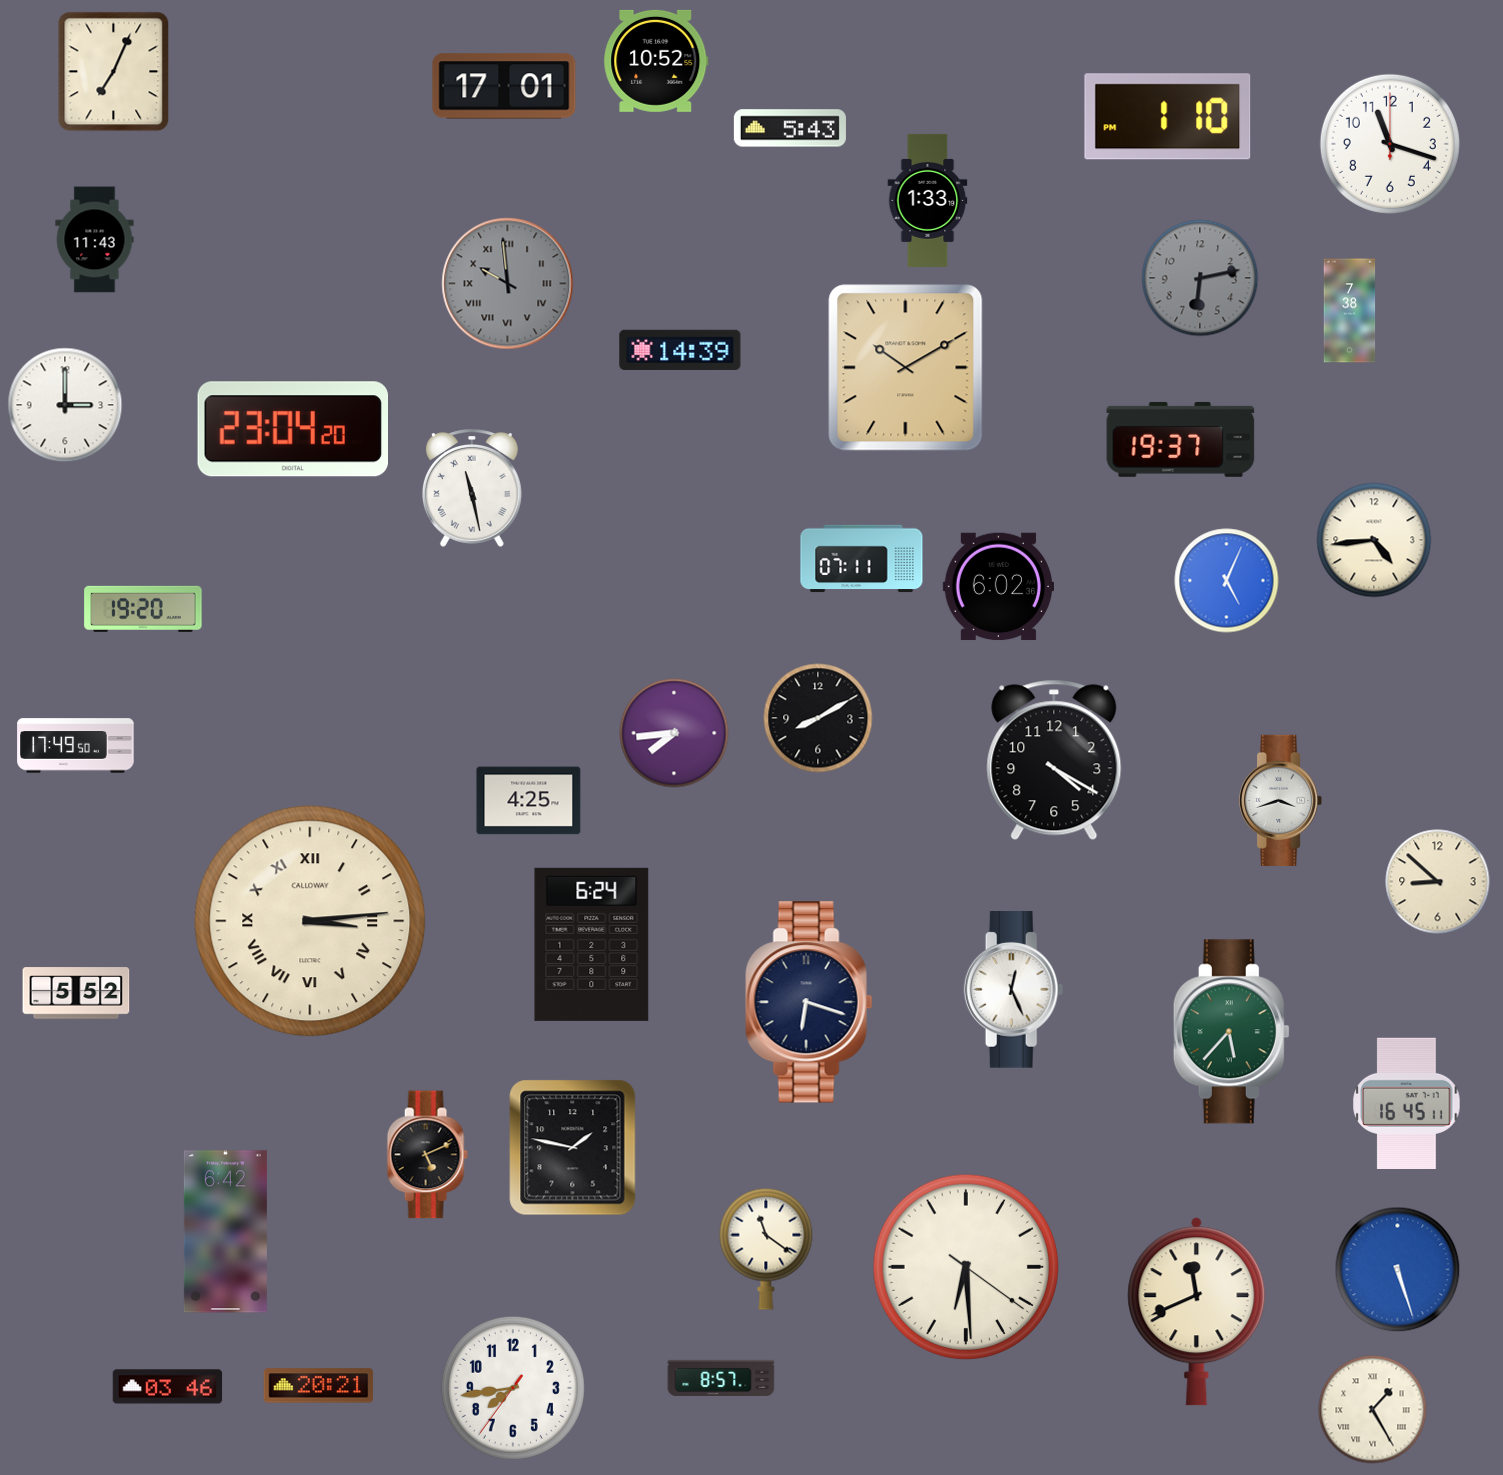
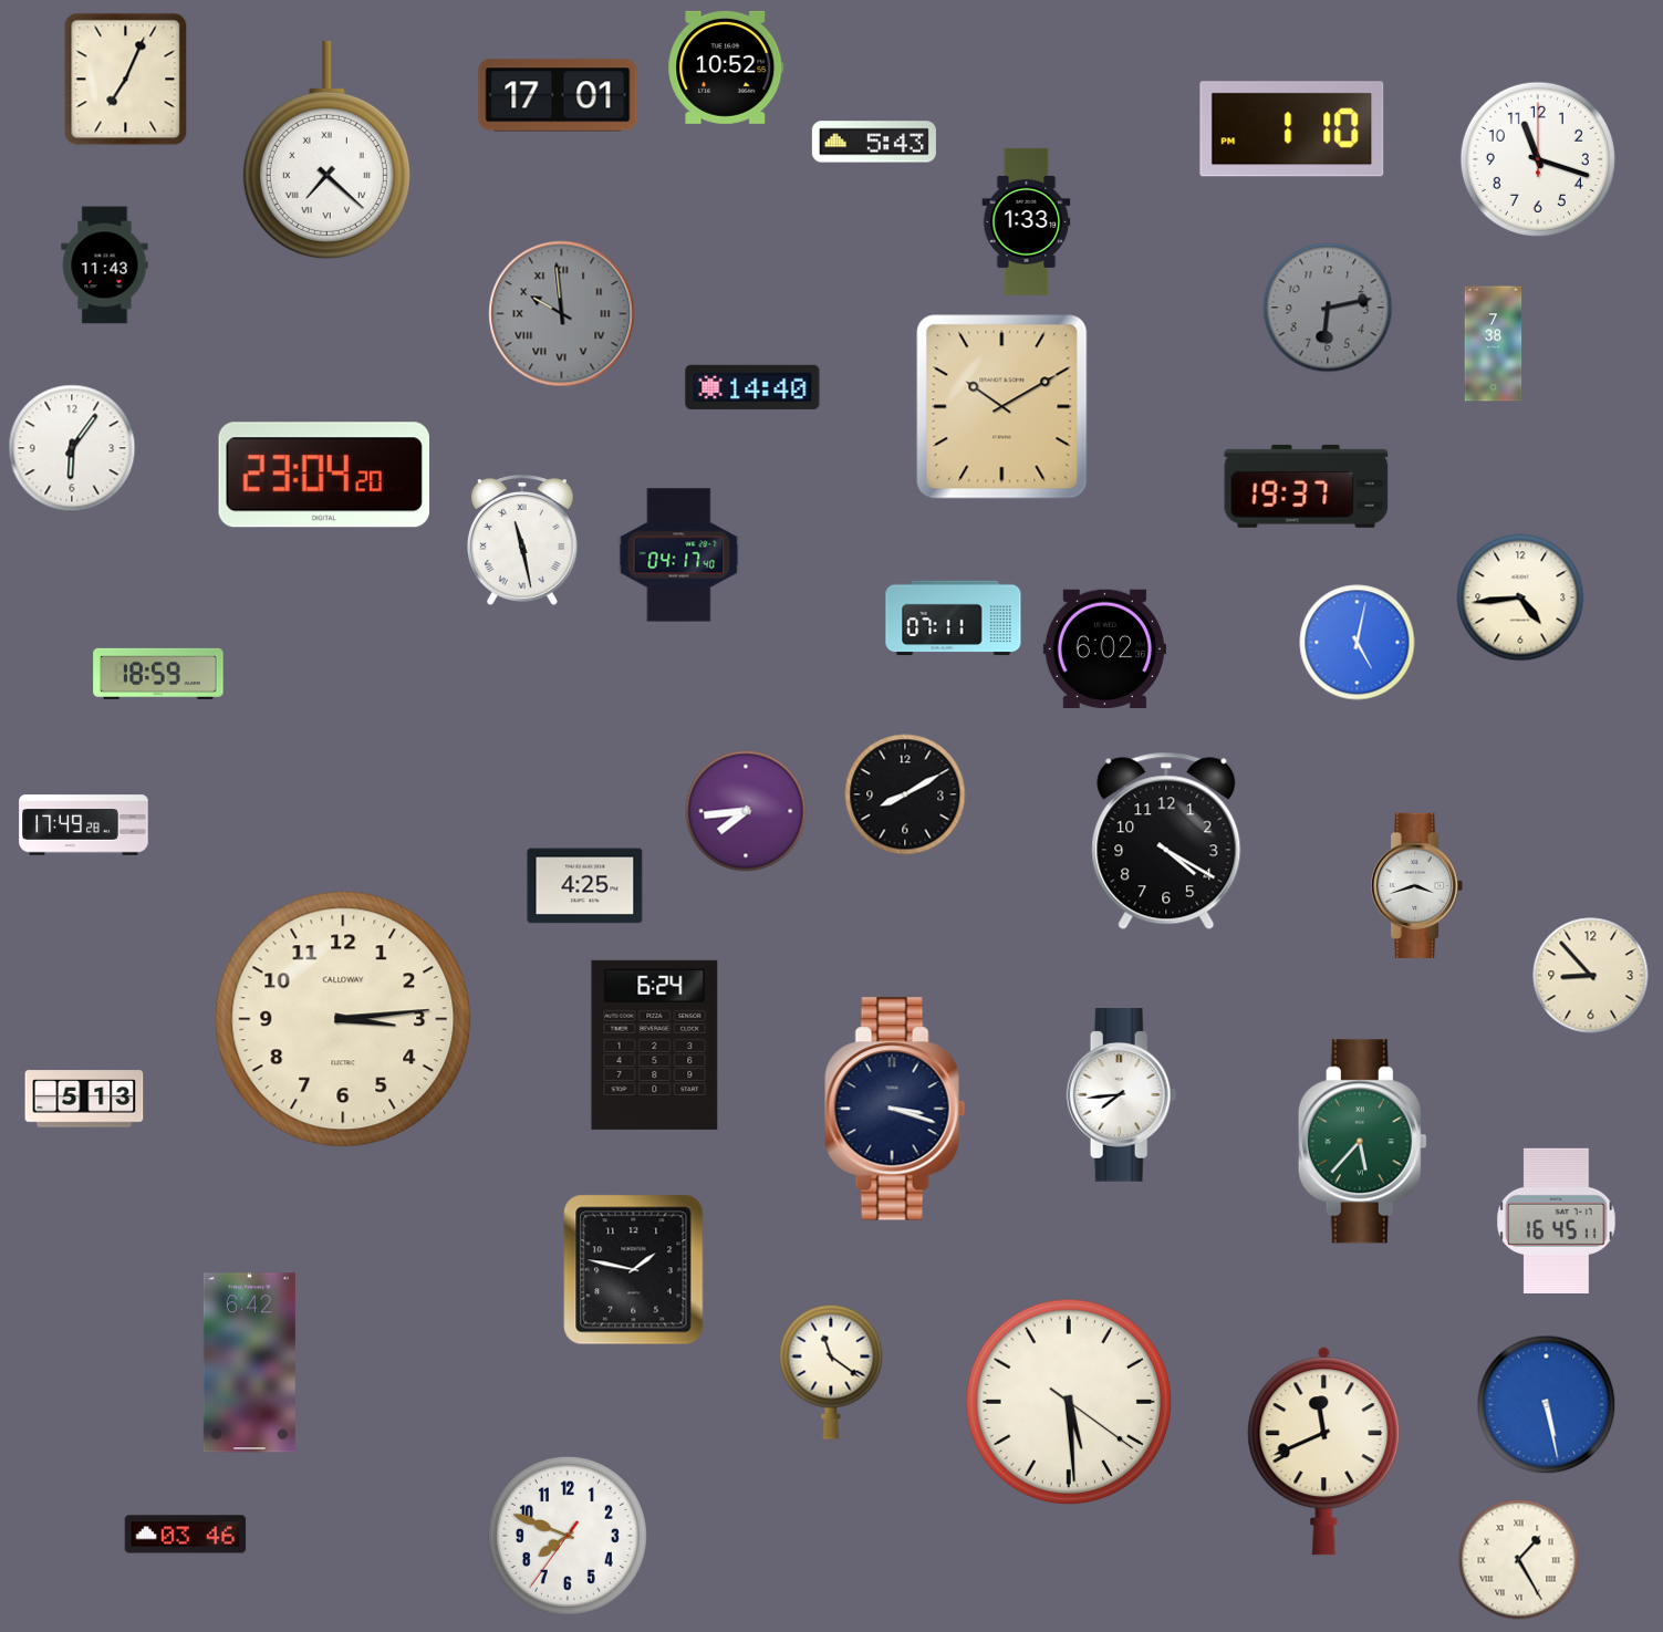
clock at (326, 149): none -> 7:22
clock at (680, 350): 14:39 -> 14:40
clock at (65, 405): 3:00 -> 6:06
clock at (679, 555): none -> 04:17
clock at (1227, 581): 5:04 -> 5:02
clock at (143, 609): 19:20 -> 18:59
clock at (76, 746): 17:49:50 -> 17:49:28
clock at (1438, 882): 8:52 -> 8:53
clock at (310, 921) numerals: Roman -> Arabic
clock at (1014, 990): 12:26 -> 7:44
clock at (76, 993): 5:52 -> 5:13
clock at (809, 1002): 6:18 -> 3:18
clock at (427, 1155): 5:11 -> none
clock at (766, 1249) position: (766, 1249) -> (831, 1372)
clock at (966, 1267): 6:29 -> 5:29
clock at (1398, 1270): 5:27 -> 5:28
clock at (721, 1378): 8:57 -> none
clock at (319, 1386): 20:21 -> none
clock at (513, 1388): 7:43 -> 7:48
